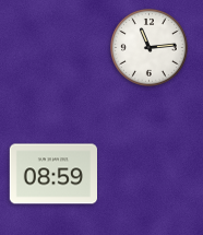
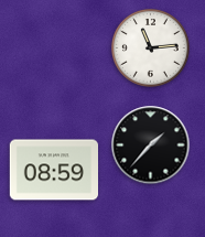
clock at (151, 146): none -> 1:37
clock at (52, 174) position: (52, 174) -> (53, 170)
